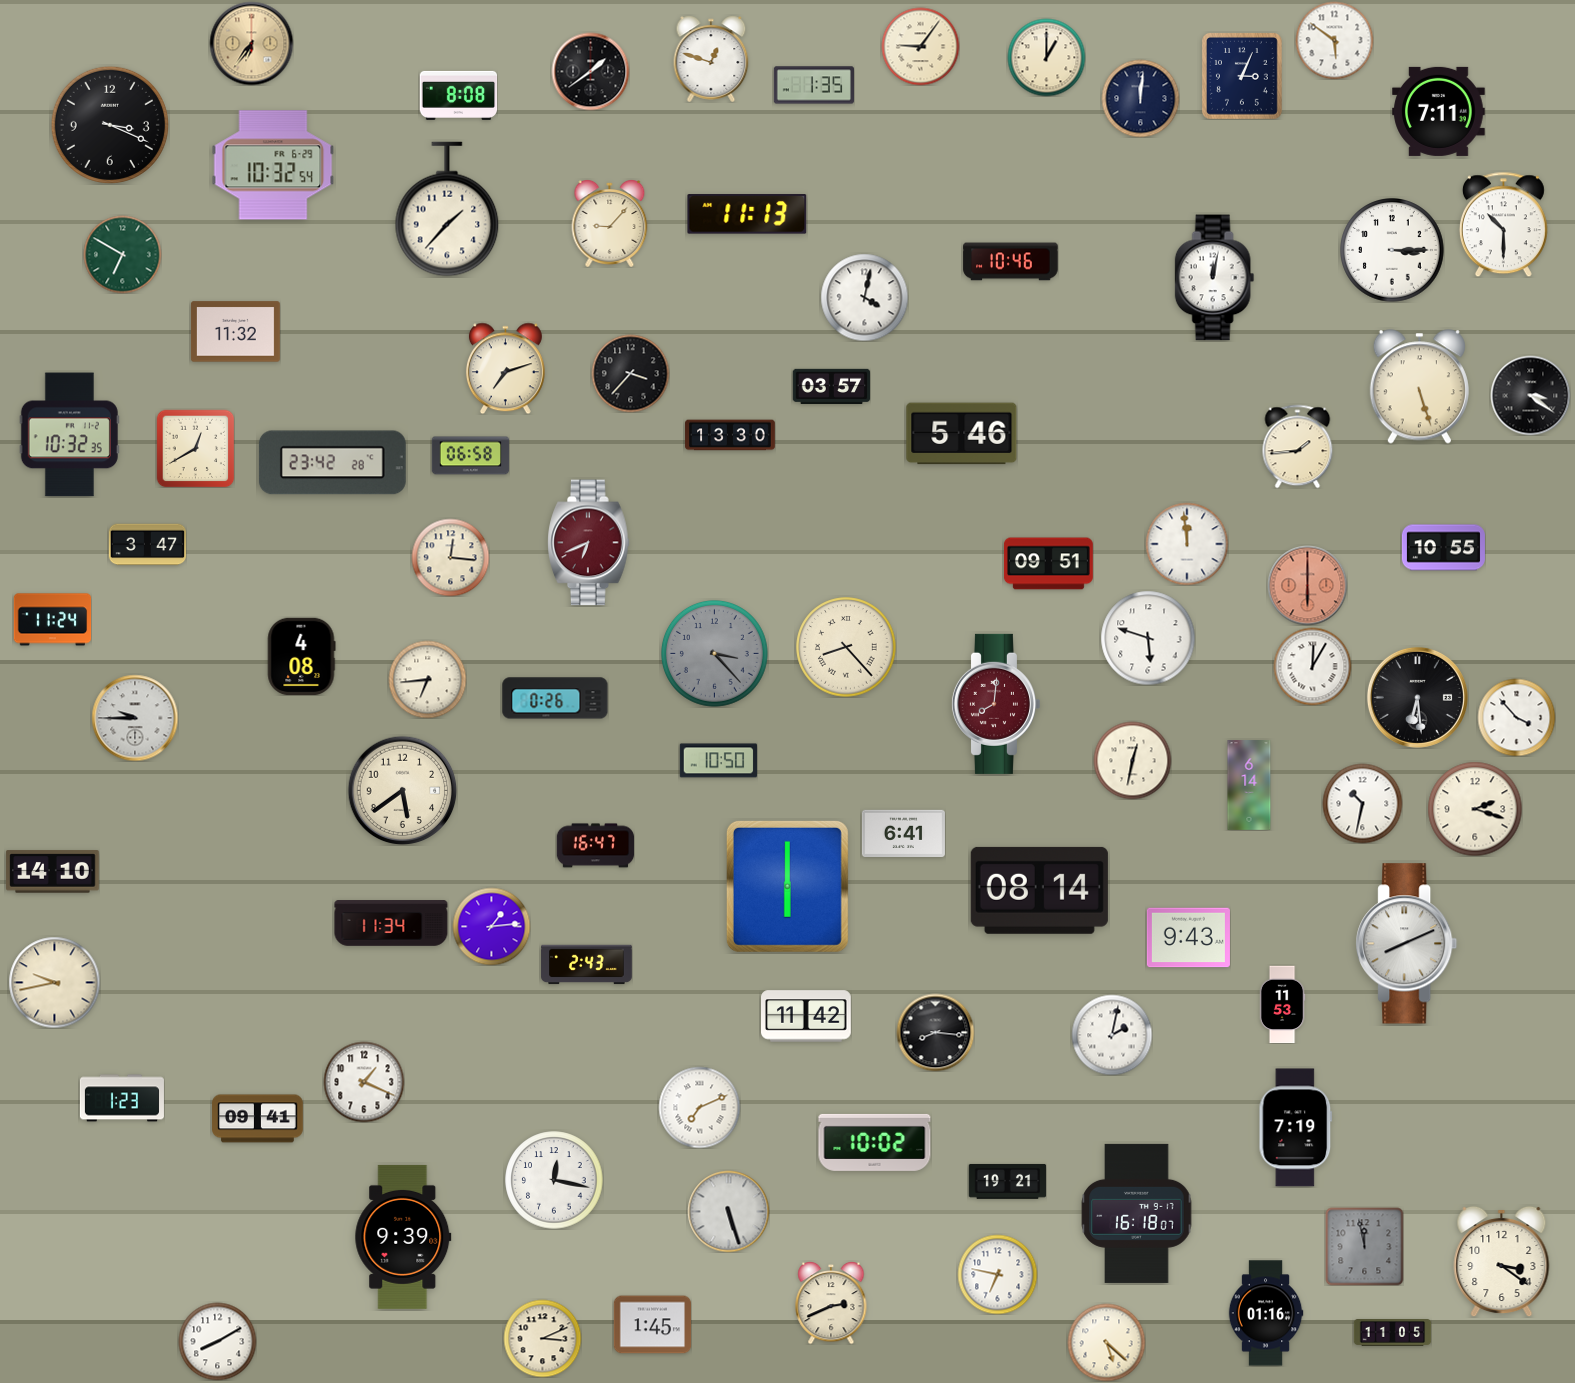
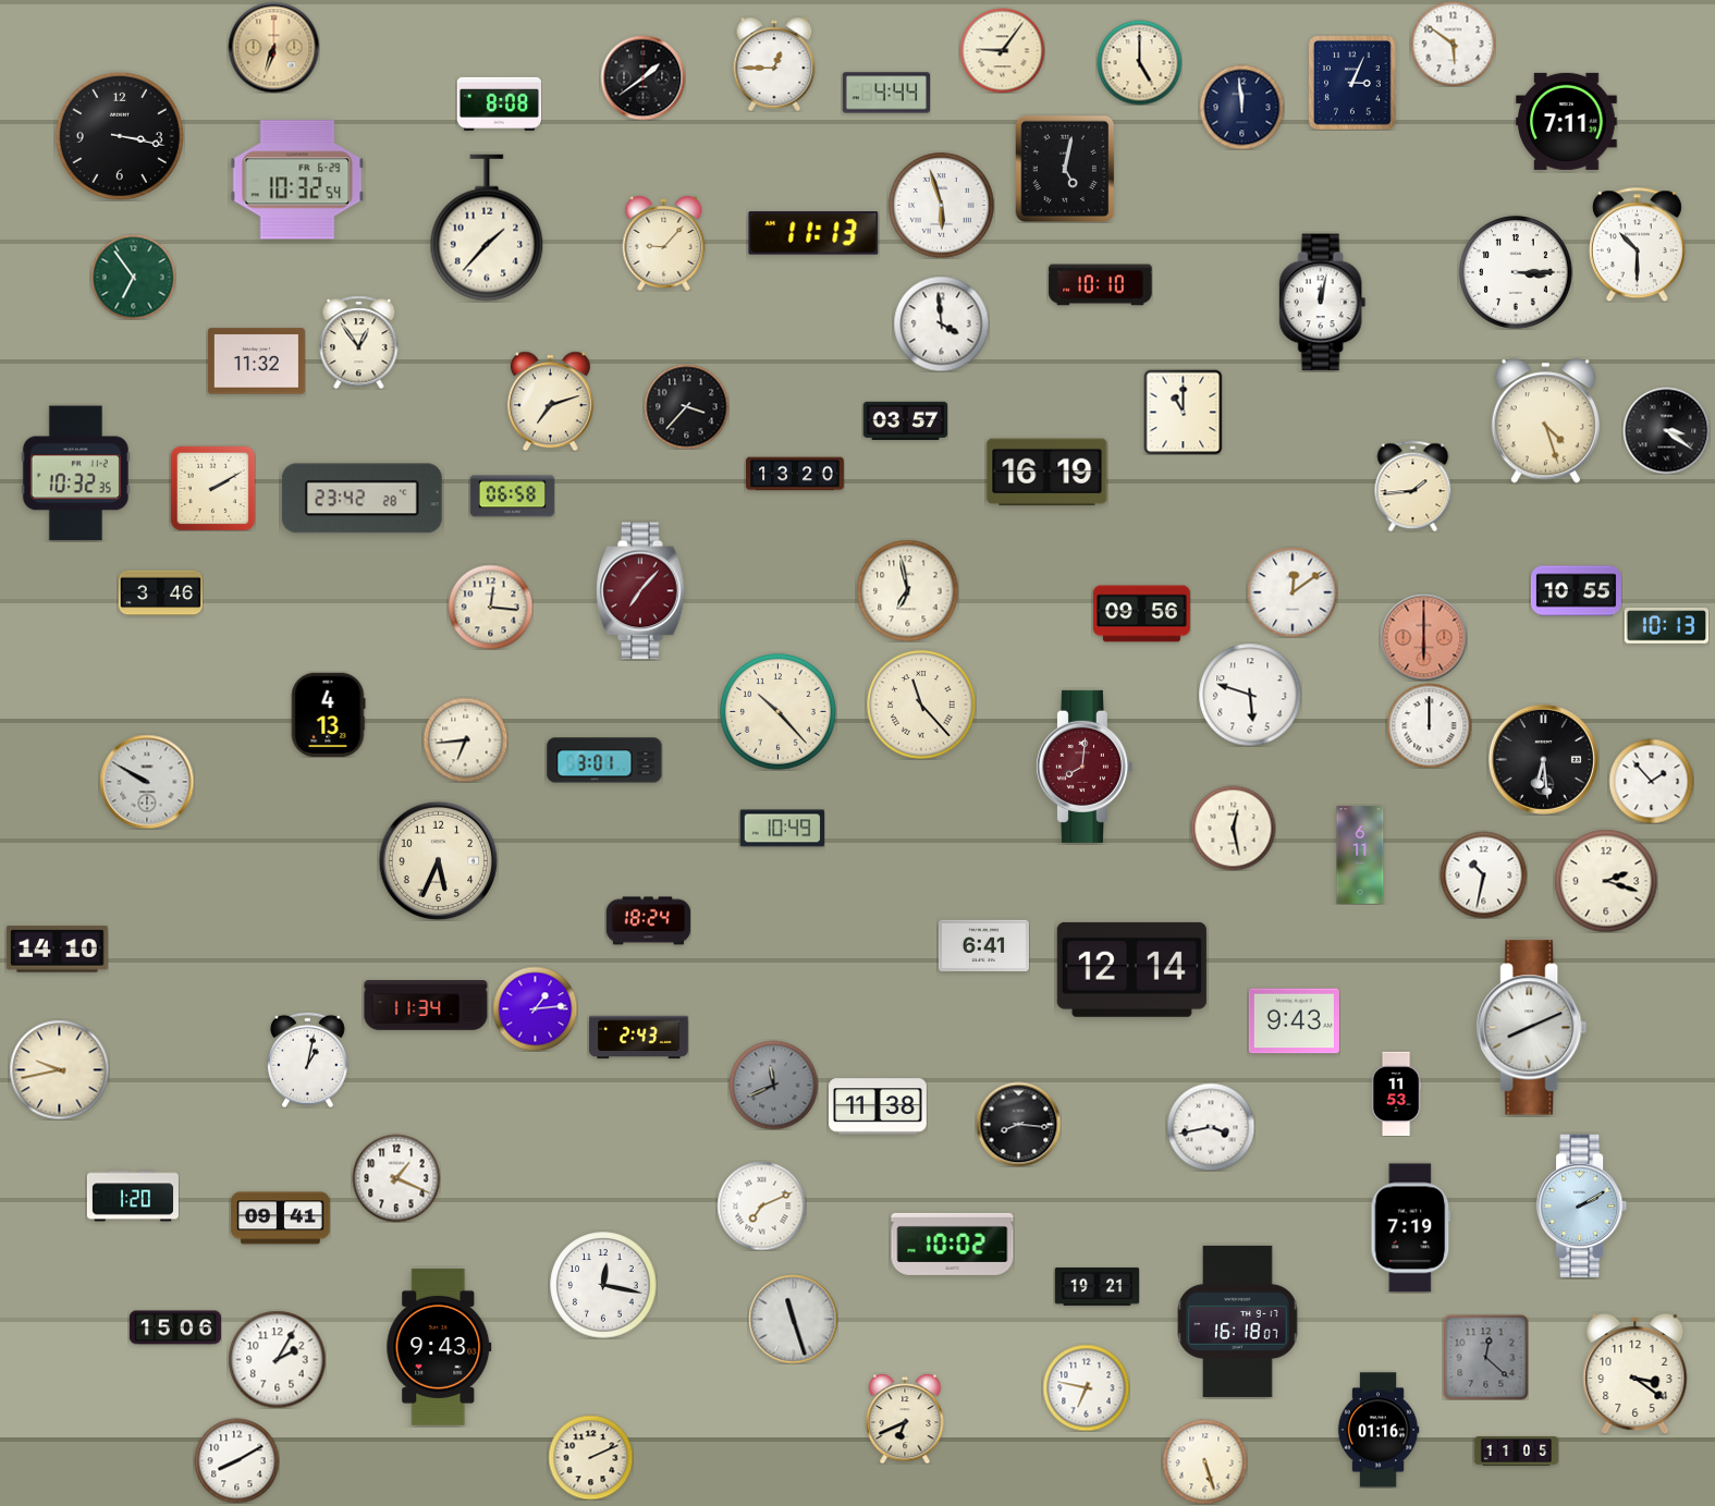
clock at (251, 43): 6:36 -> 6:33
clock at (1046, 57): 1:00 -> 5:00
clock at (711, 59): 12:48 -> 12:45
clock at (813, 85): 1:35 -> 4:44
clock at (1140, 98): 12:01 -> 11:59
clock at (110, 125): 3:19 -> 3:17
clock at (1065, 169): none -> 5:02
clock at (942, 206): none -> 5:57
clock at (122, 254): 6:50 -> 6:54
clock at (1011, 262): 10:46 -> 10:10
clock at (864, 297): 4:02 -> 3:59
clock at (359, 342): none -> 12:54
clock at (1184, 412): none -> 11:00
clock at (1419, 387): 5:27 -> 4:27
clock at (962, 434): 5:46 -> 16:19
clock at (730, 435): 13:30 -> 13:20
clock at (195, 448): 12:40 -> 2:10
clock at (332, 463) position: (332, 463) -> (362, 499)
clock at (907, 590): none -> 6:58
clock at (589, 543): 6:41 -> 7:07
clock at (1187, 544): 11:59 -> 12:09
clock at (147, 545): 3:47 -> 3:46
clock at (1443, 548) position: (1443, 548) -> (1576, 591)
clock at (1049, 564): 09:51 -> 09:56
clock at (1666, 626): none -> 10:13
clock at (52, 620): 11:24 -> none
clock at (846, 647): 8:23 -> 11:23
clock at (714, 653): 3:23 -> 10:23
clock at (714, 653) dial: grey -> cream
clock at (301, 656): 4:08 -> 4:13
clock at (1312, 666): 12:05 -> 12:00
clock at (555, 698): 0:26 -> 3:01
clock at (1516, 717): 3:53 -> 1:53
clock at (135, 718): 9:45 -> 9:50
clock at (1132, 760): 12:32 -> 12:28
clock at (718, 761): 10:50 -> 10:49
clock at (1249, 785): 6:14 -> 6:11
clock at (402, 790): 5:39 -> 5:34
clock at (903, 833) position: (903, 833) -> (983, 945)
clock at (595, 846): 16:47 -> 18:24
clock at (787, 886): 6:00 -> none
clock at (1039, 890): 08:14 -> 12:14
clock at (587, 965) position: (587, 965) -> (639, 1038)
clock at (308, 1060): none -> 1:02
clock at (773, 1085): none -> 11:41
clock at (807, 1016): 11:42 -> 11:38
clock at (1112, 1035): 2:02 -> 3:43
clock at (122, 1098): 1:23 -> 1:20
clock at (1582, 1207): none -> 2:10
clock at (728, 1211): 5:27 -> 11:27
clock at (175, 1327): none -> 15:06
clock at (403, 1237): 9:39 -> 9:43
clock at (1364, 1246): 11:58 -> 12:22
clock at (277, 1359): none -> 2:05
clock at (831, 1303): 2:41 -> 6:41
clock at (652, 1325): 1:45 -> none
clock at (542, 1338): 3:11 -> 2:11
clock at (1106, 1342): 5:22 -> 5:27
